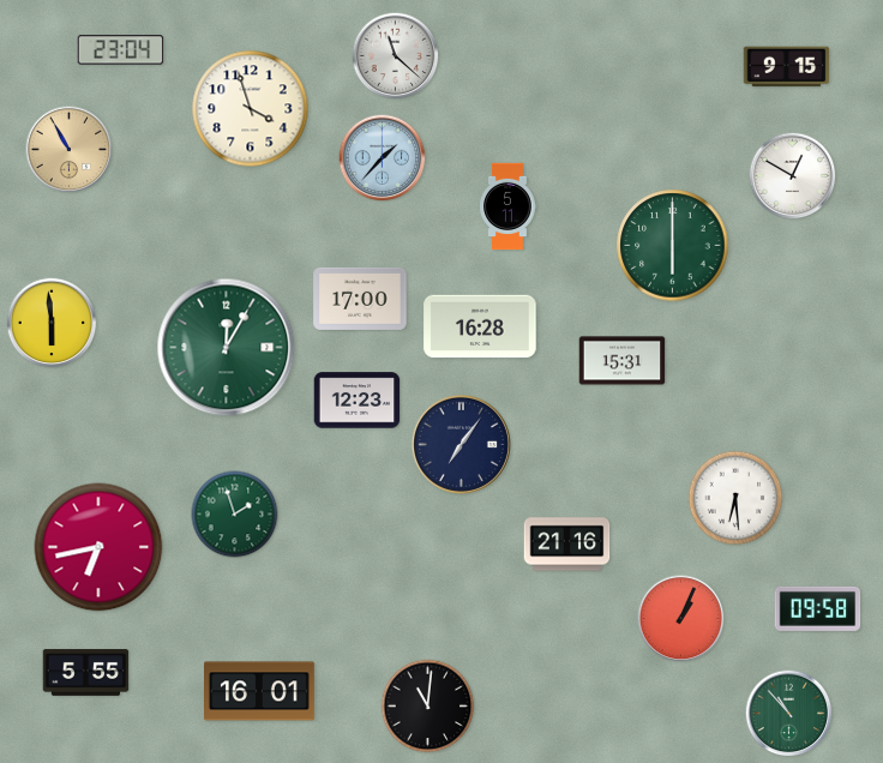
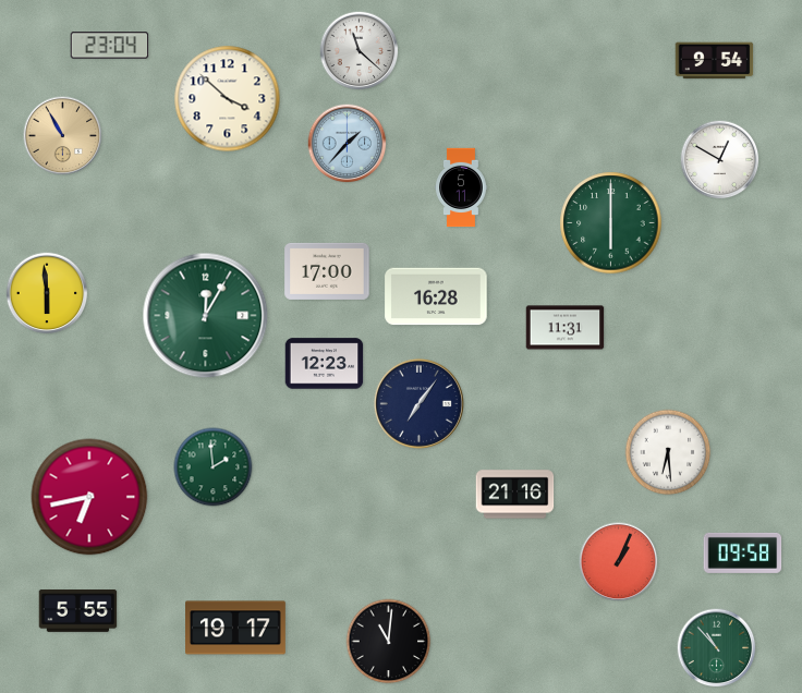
clock at (787, 67): 9:15 -> 9:54
clock at (251, 109): 3:57 -> 3:52
clock at (623, 361): 15:31 -> 11:31
clock at (235, 515): 1:57 -> 1:59
clock at (260, 691): 16:01 -> 19:17
